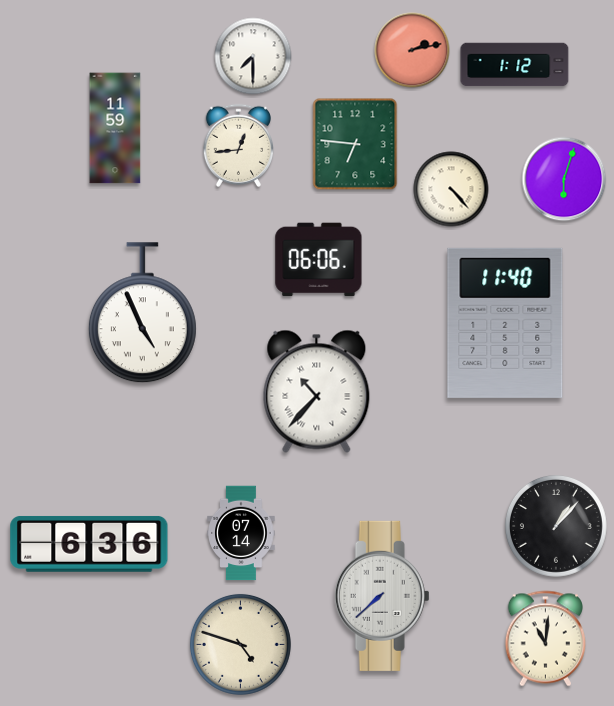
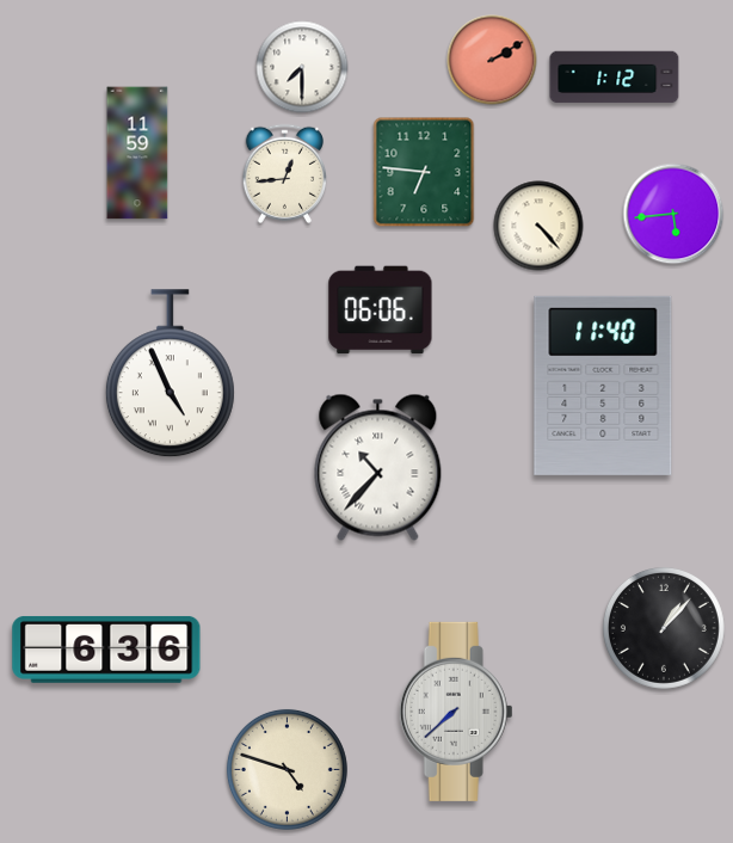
clock at (412, 50): 2:13 -> 2:10
clock at (564, 179): 6:03 -> 5:44
clock at (241, 533): 07:14 -> none
clock at (545, 639): 11:01 -> none
